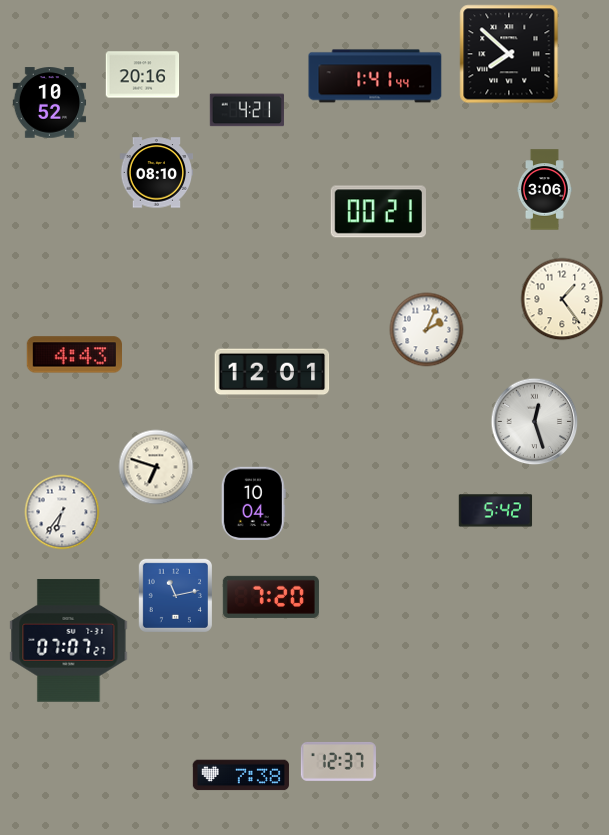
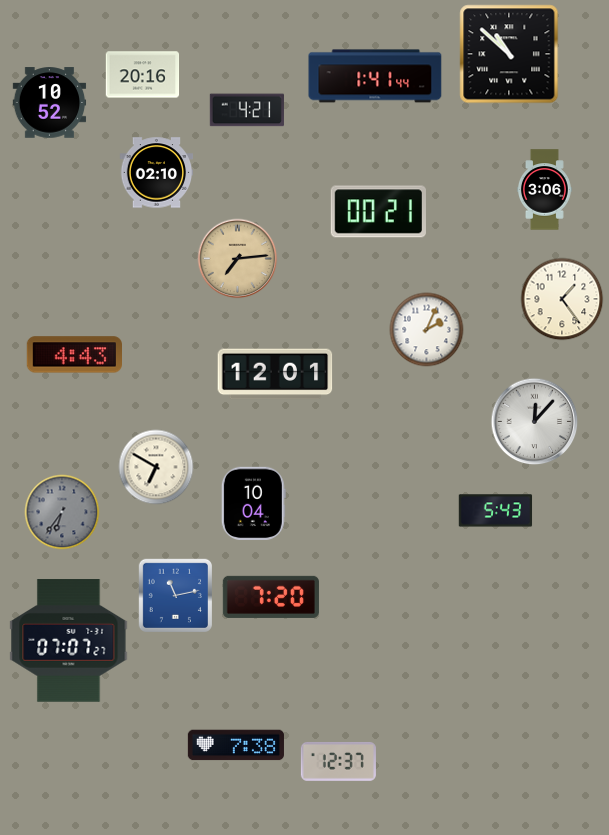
clock at (509, 54): 7:52 -> 10:52
clock at (157, 173): 08:10 -> 02:10
clock at (238, 259): none -> 7:14
clock at (272, 374) position: (272, 374) -> (275, 374)
clock at (535, 422): 12:27 -> 12:07
clock at (156, 467): 6:48 -> 6:50
clock at (496, 511): 5:42 -> 5:43
clock at (62, 512) dial: white -> grey
clock at (241, 775) position: (241, 775) -> (236, 745)
